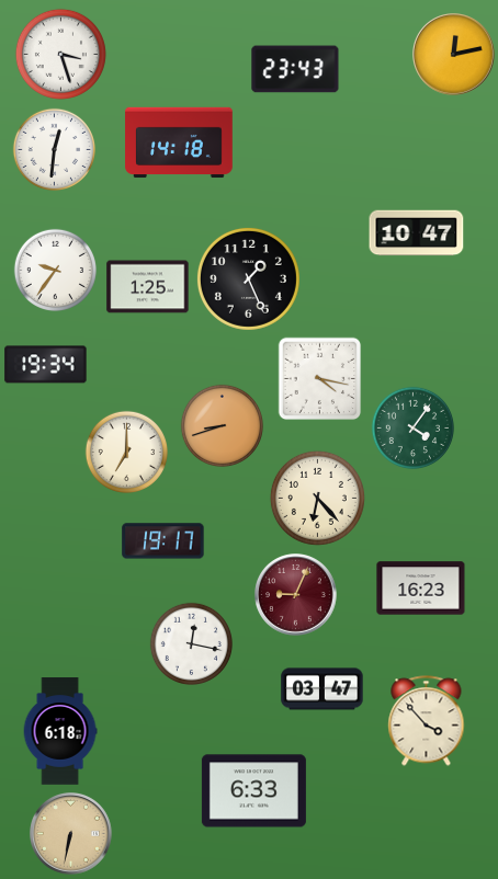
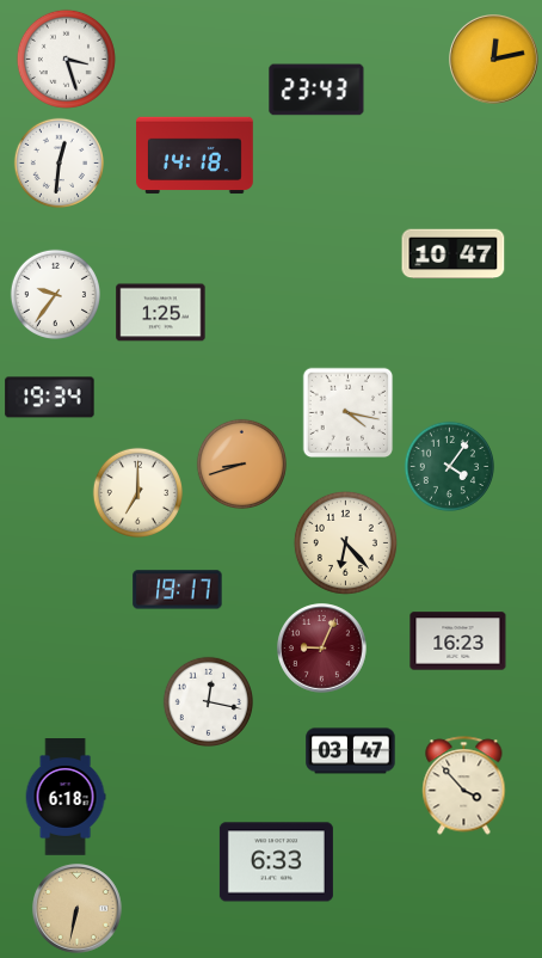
clock at (295, 69) position: (295, 69) -> (316, 90)
clock at (55, 270) position: (55, 270) -> (55, 294)
clock at (248, 278): 1:26 -> none
